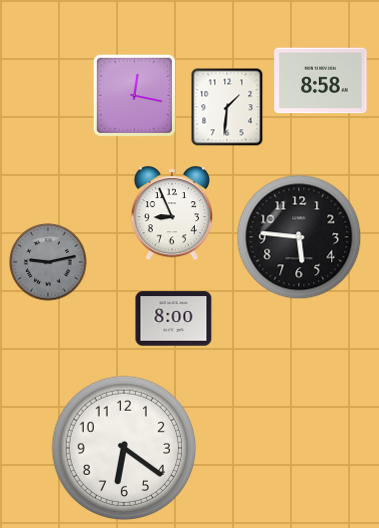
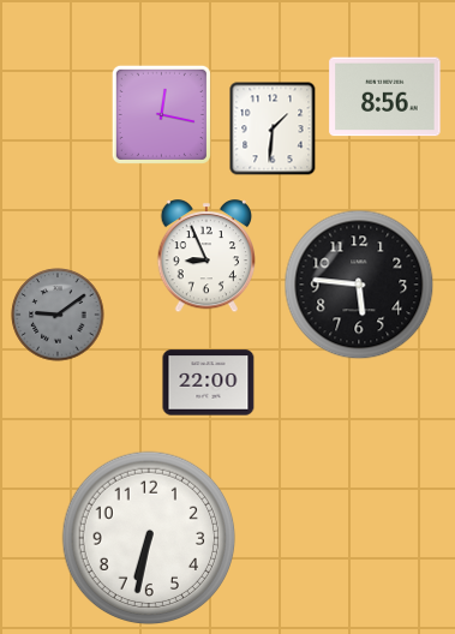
clock at (321, 81): 8:58 -> 8:56
clock at (48, 262): 9:13 -> 9:09
clock at (174, 319): 8:00 -> 22:00
clock at (124, 448): 6:21 -> 6:32
